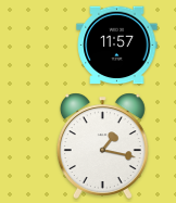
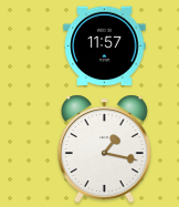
clock at (117, 46) position: (117, 46) -> (105, 46)
